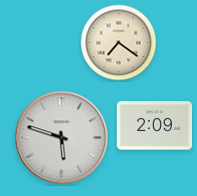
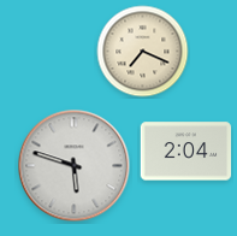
clock at (119, 43): 7:21 -> 7:19
clock at (155, 126): 2:09 -> 2:04
